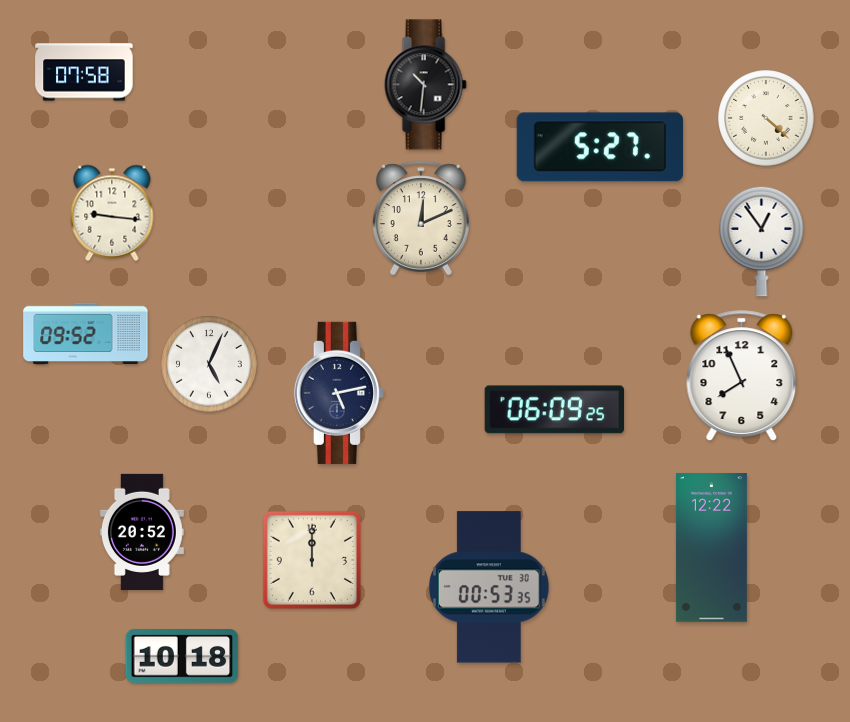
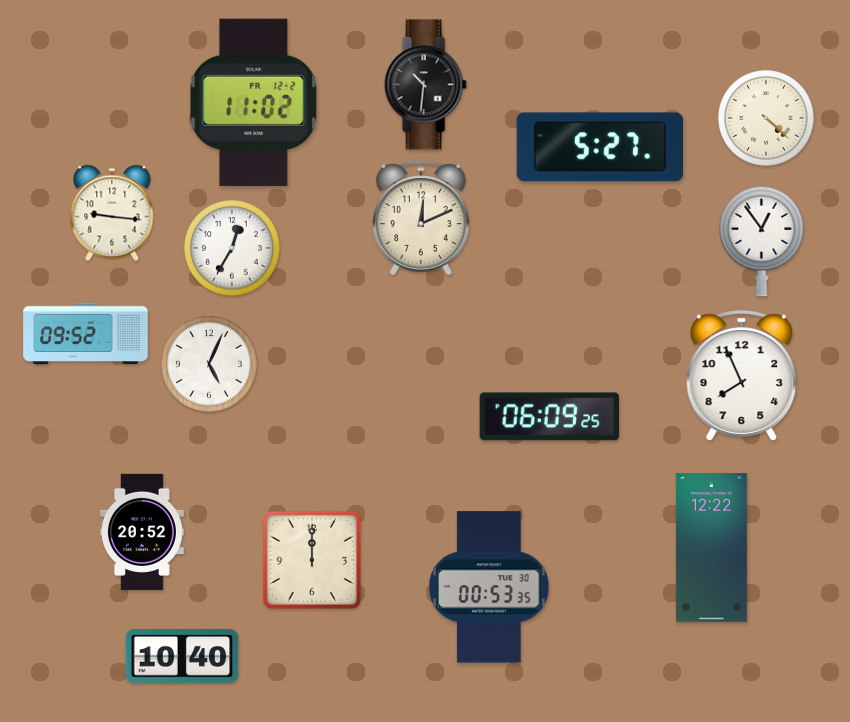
clock at (84, 72): 07:58 -> none
clock at (254, 102): none -> 11:02
clock at (232, 248): none -> 12:35
clock at (339, 393): 5:13 -> none
clock at (555, 410) position: (555, 410) -> (550, 417)
clock at (182, 656): 10:18 -> 10:40
